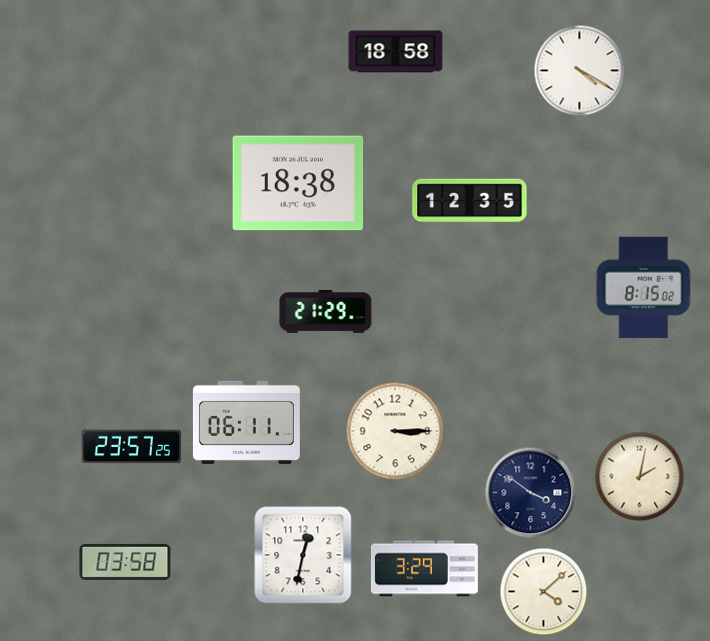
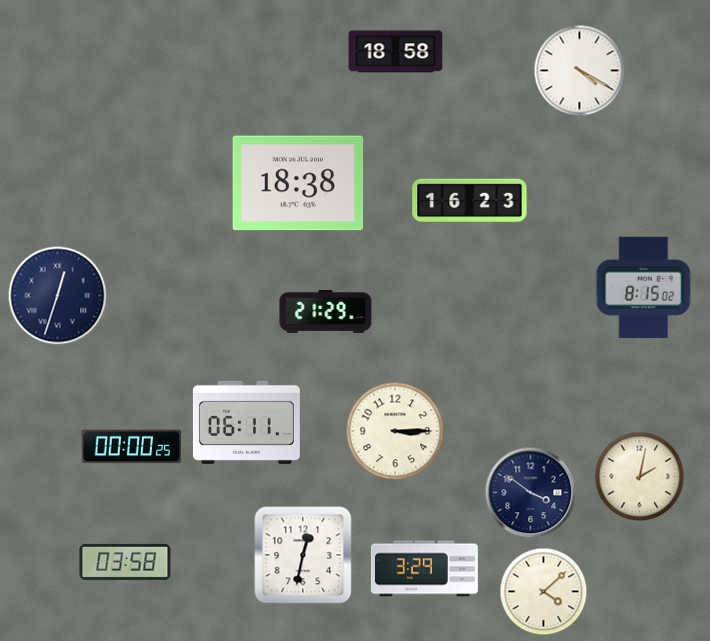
clock at (470, 201): 12:35 -> 16:23
clock at (58, 296): none -> 12:33
clock at (132, 447): 23:57 -> 00:00
